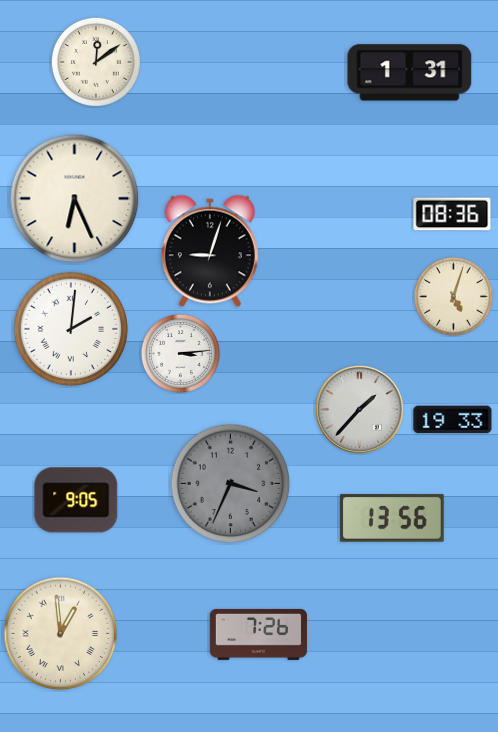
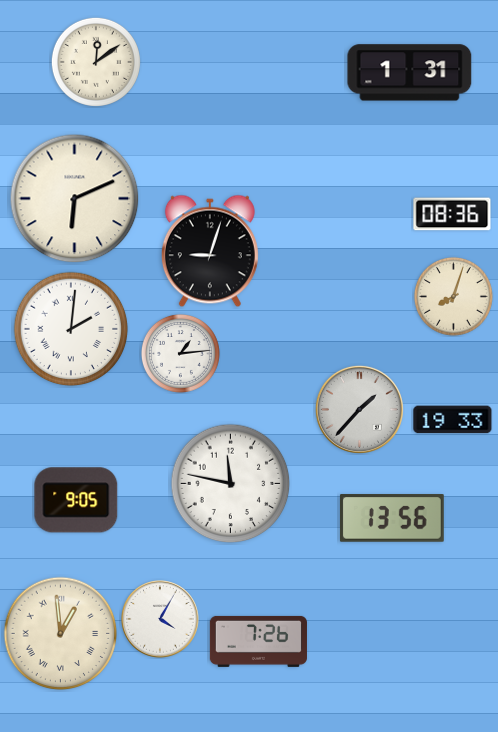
clock at (75, 199): 6:26 -> 6:11
clock at (453, 296): 5:03 -> 8:03
clock at (180, 353): 3:14 -> 1:14
clock at (231, 484): 3:34 -> 11:47
clock at (231, 484) dial: grey -> white
clock at (160, 619): none -> 4:05
clock at (258, 634) position: (258, 634) -> (258, 641)
